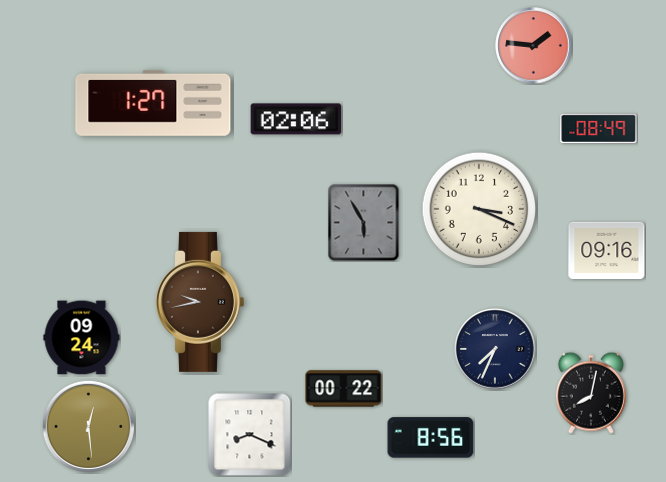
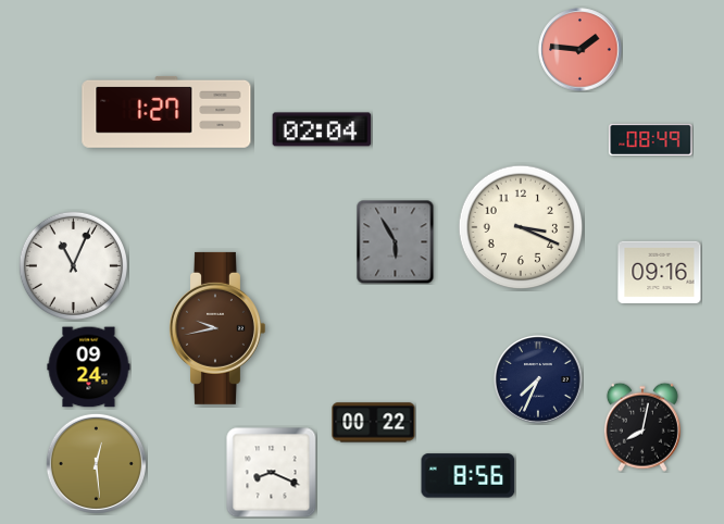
clock at (296, 119): 02:06 -> 02:04
clock at (73, 265): none -> 11:04
